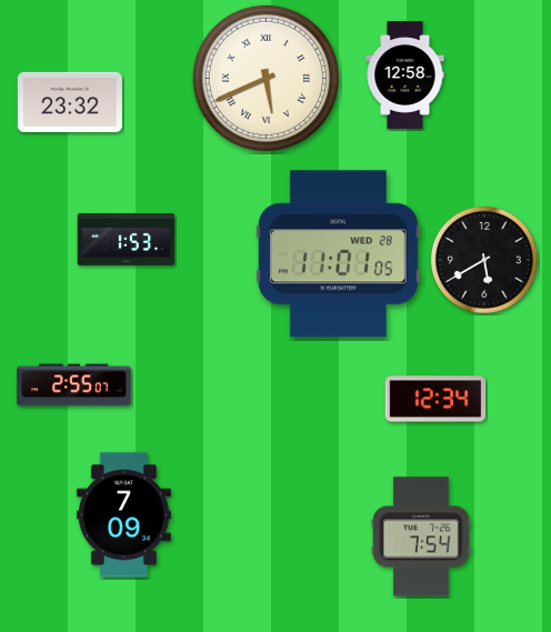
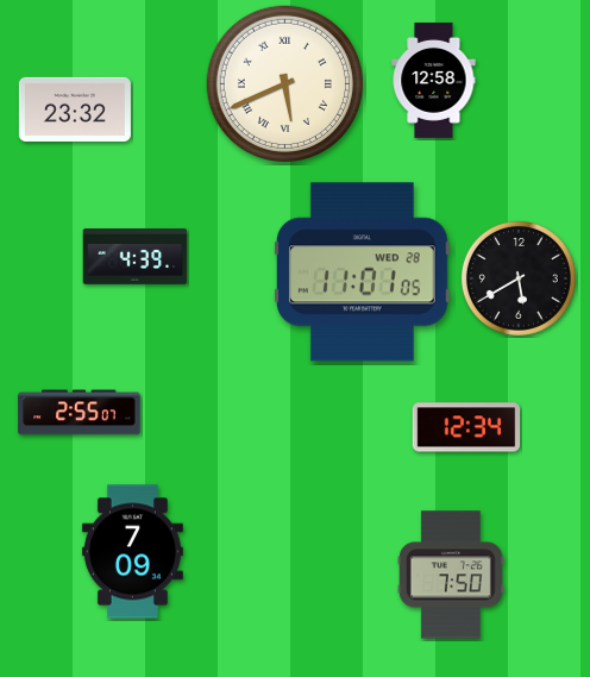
clock at (127, 240): 1:53 -> 4:39
clock at (421, 536): 7:54 -> 7:50
